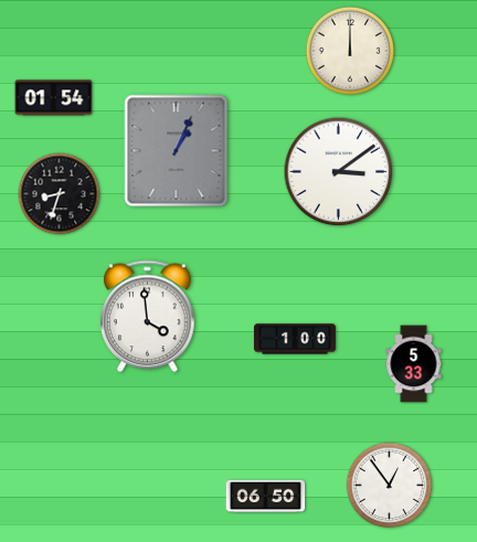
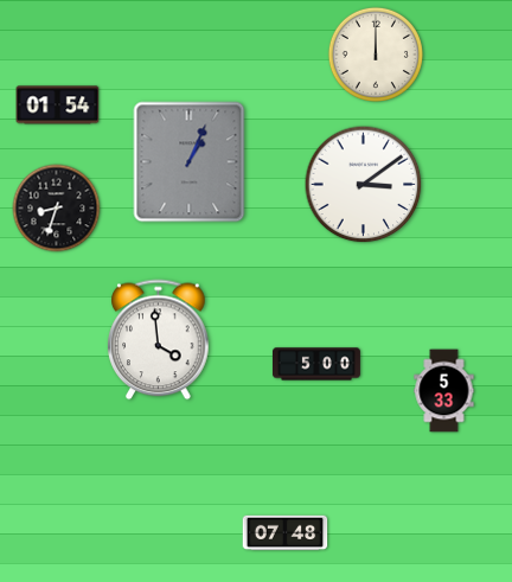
clock at (60, 194) position: (60, 194) -> (57, 209)
clock at (295, 339): 1:00 -> 5:00
clock at (390, 486): 12:54 -> none
clock at (266, 497): 06:50 -> 07:48
